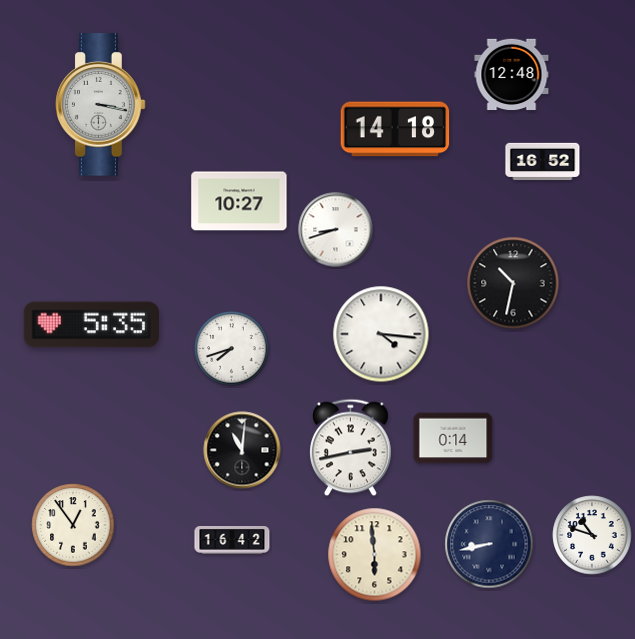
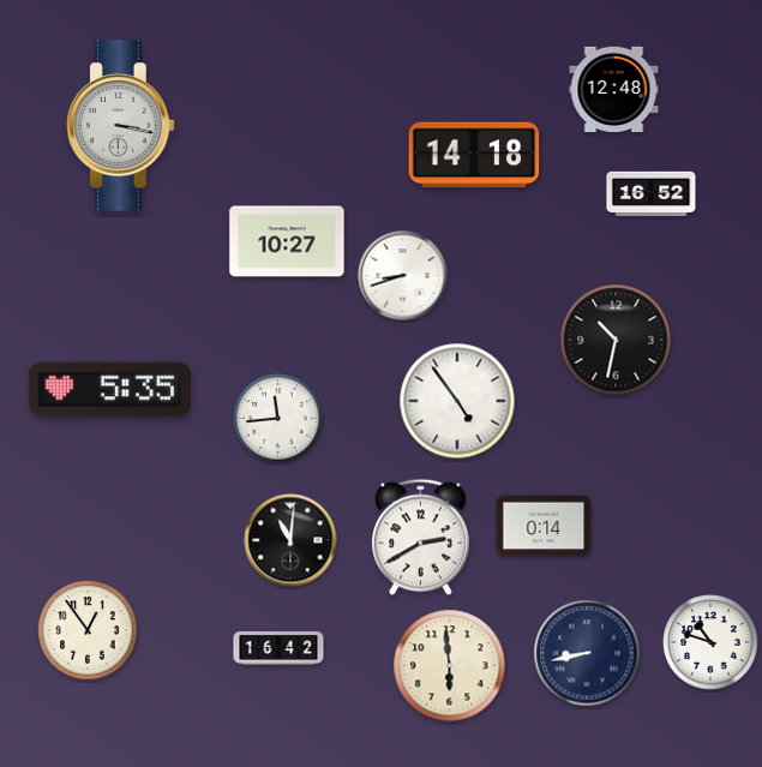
clock at (381, 334): 4:16 -> 4:54
clock at (232, 349): 7:42 -> 11:44
clock at (351, 448): 2:43 -> 2:40
